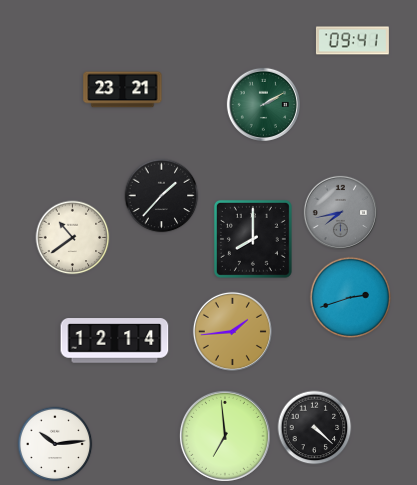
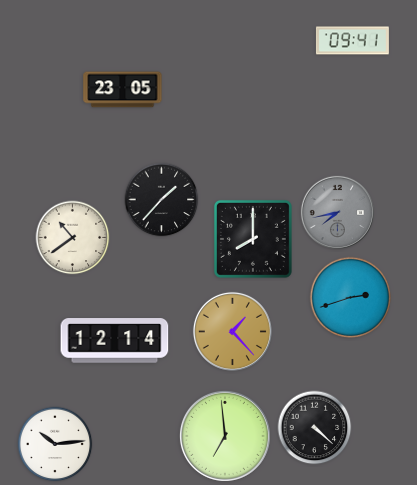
clock at (123, 90): 23:21 -> 23:05
clock at (263, 104): 2:10 -> none
clock at (162, 196) position: (162, 196) -> (162, 200)
clock at (340, 212) position: (340, 212) -> (337, 212)
clock at (232, 331): 1:44 -> 1:23
